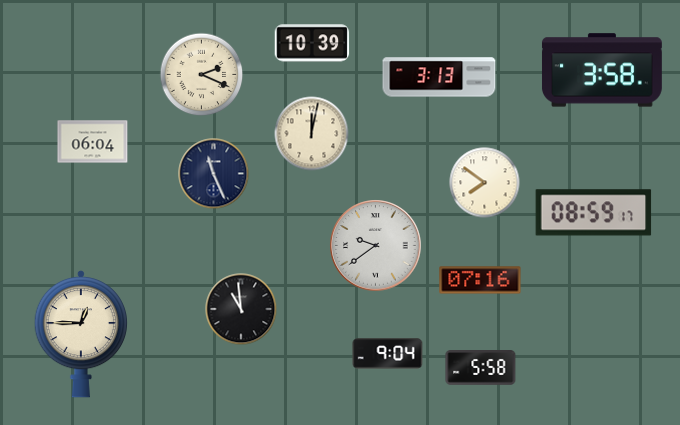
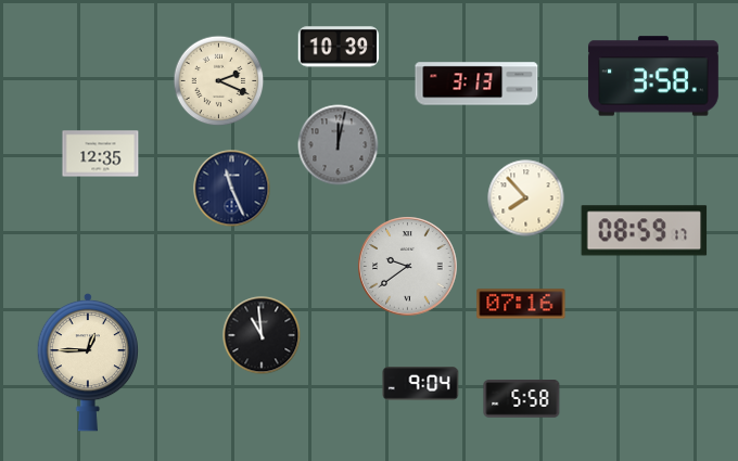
clock at (312, 134) dial: cream -> grey
clock at (93, 142): 06:04 -> 12:35
clock at (485, 183): 7:51 -> 7:53
